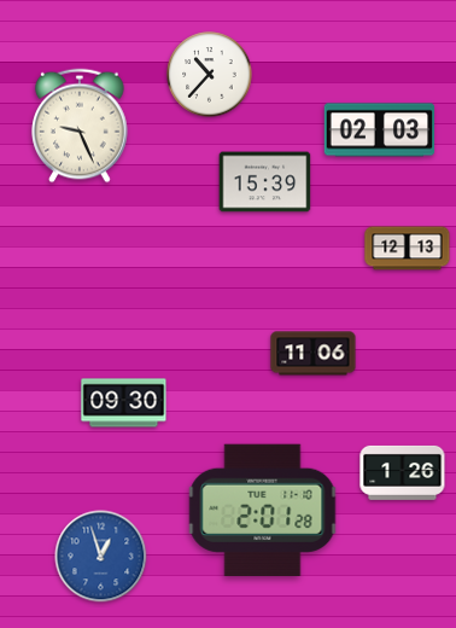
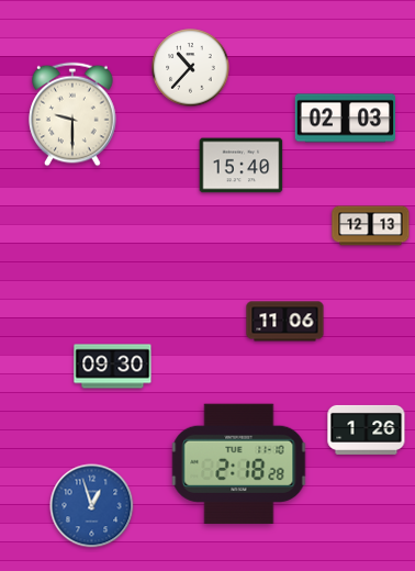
clock at (80, 126): 9:26 -> 9:30
clock at (265, 182): 15:39 -> 15:40
clock at (263, 510): 2:01 -> 2:18
